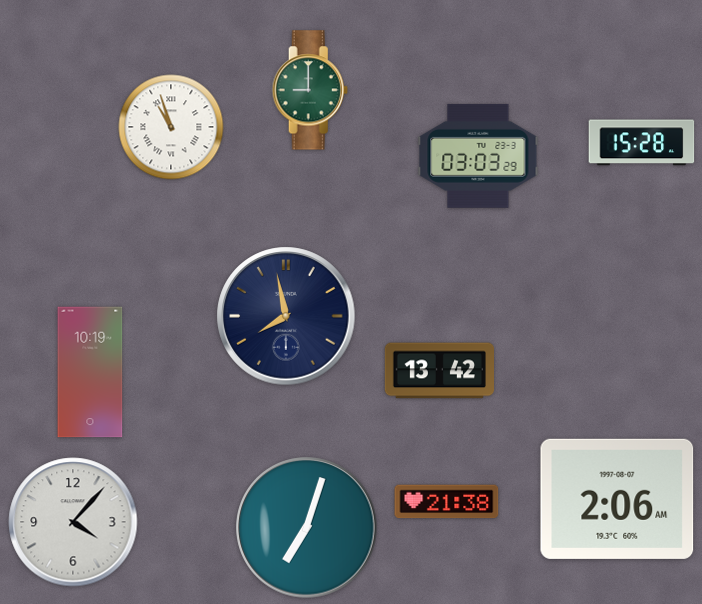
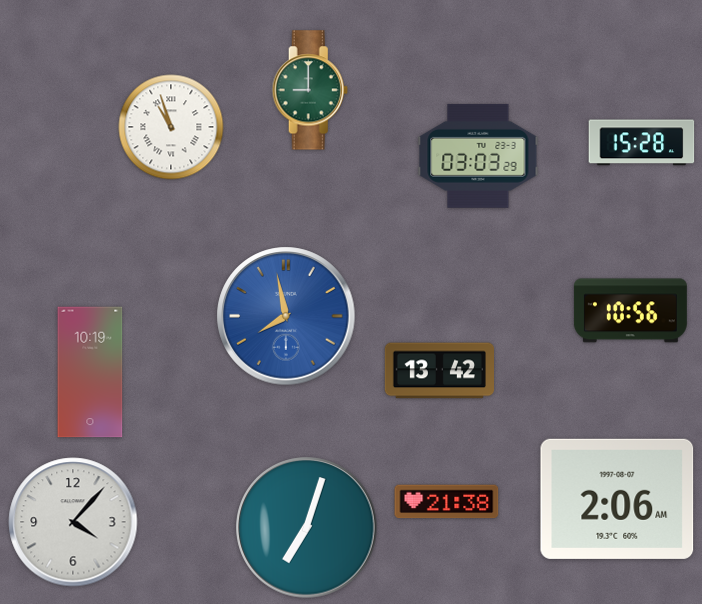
clock at (630, 311): none -> 10:56
clock at (286, 316) dial: navy -> blue
